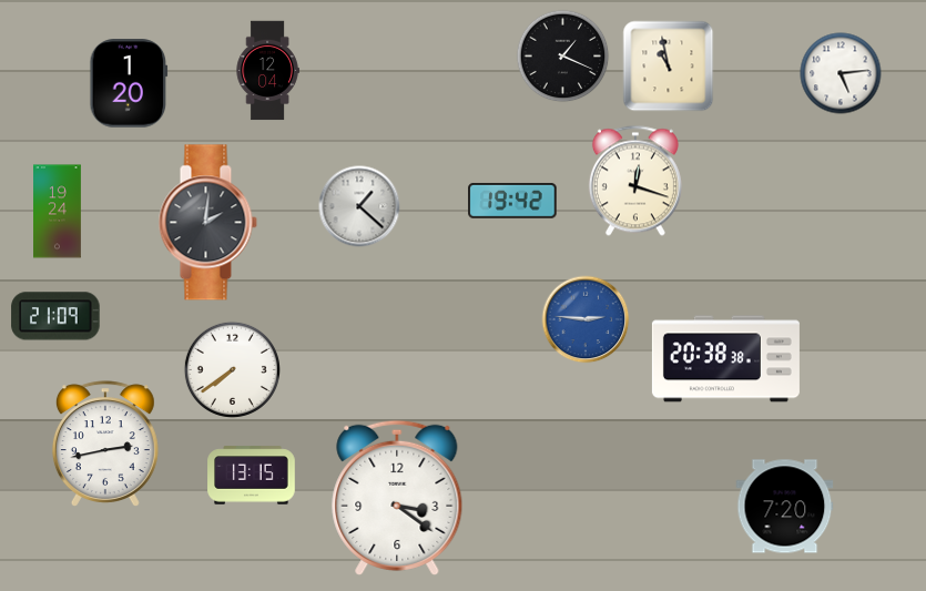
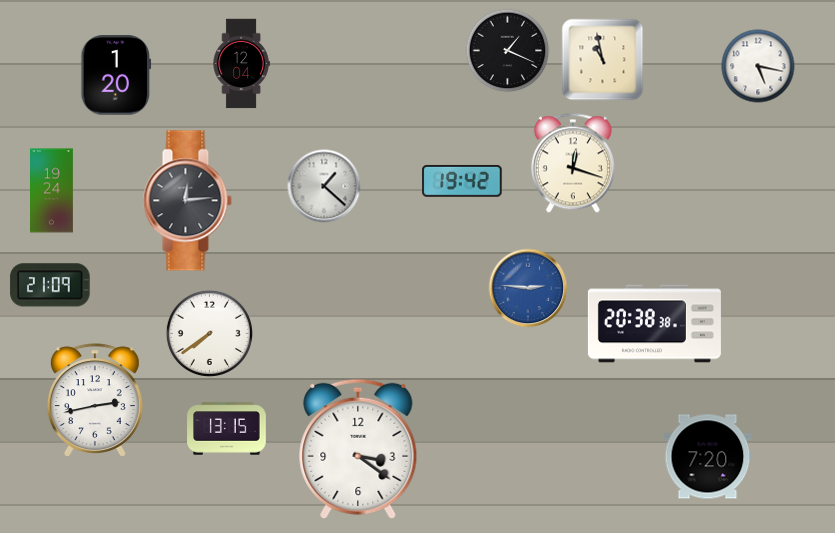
clock at (841, 73): 5:14 -> 5:17
clock at (207, 223): 2:01 -> 12:14
